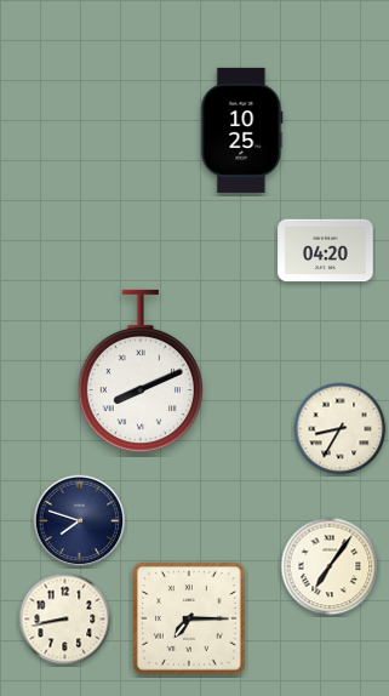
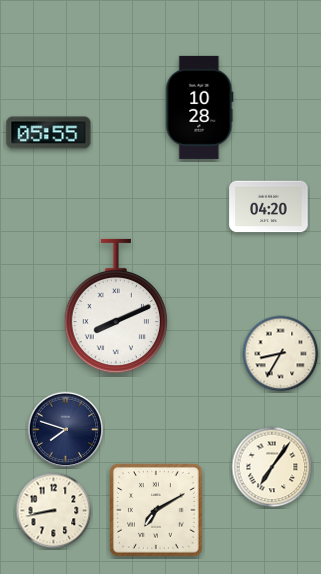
clock at (242, 130): 10:25 -> 10:28
clock at (49, 133): none -> 05:55
clock at (189, 618): 7:15 -> 7:10
